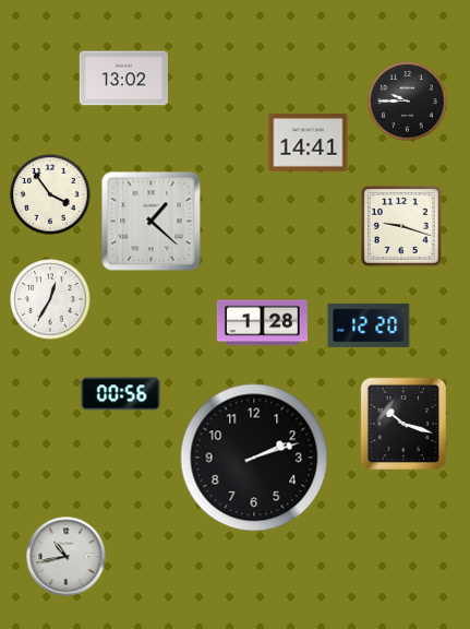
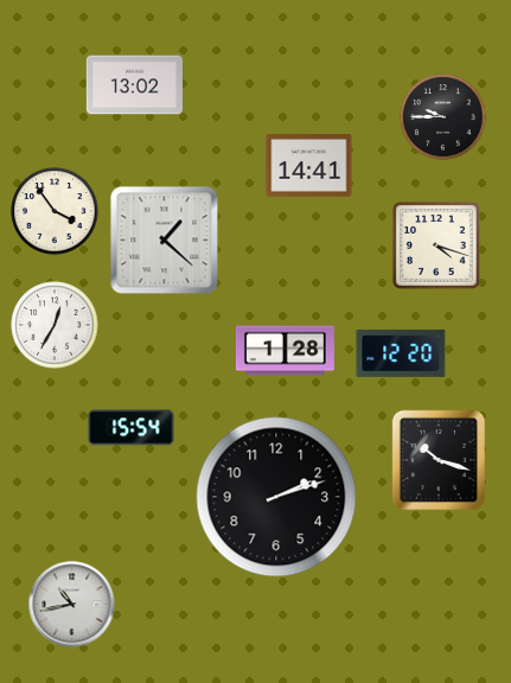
clock at (408, 102) position: (408, 102) -> (443, 117)
clock at (309, 143) position: (309, 143) -> (309, 166)
clock at (401, 226): 9:18 -> 4:18
clock at (121, 394): 00:56 -> 15:54
